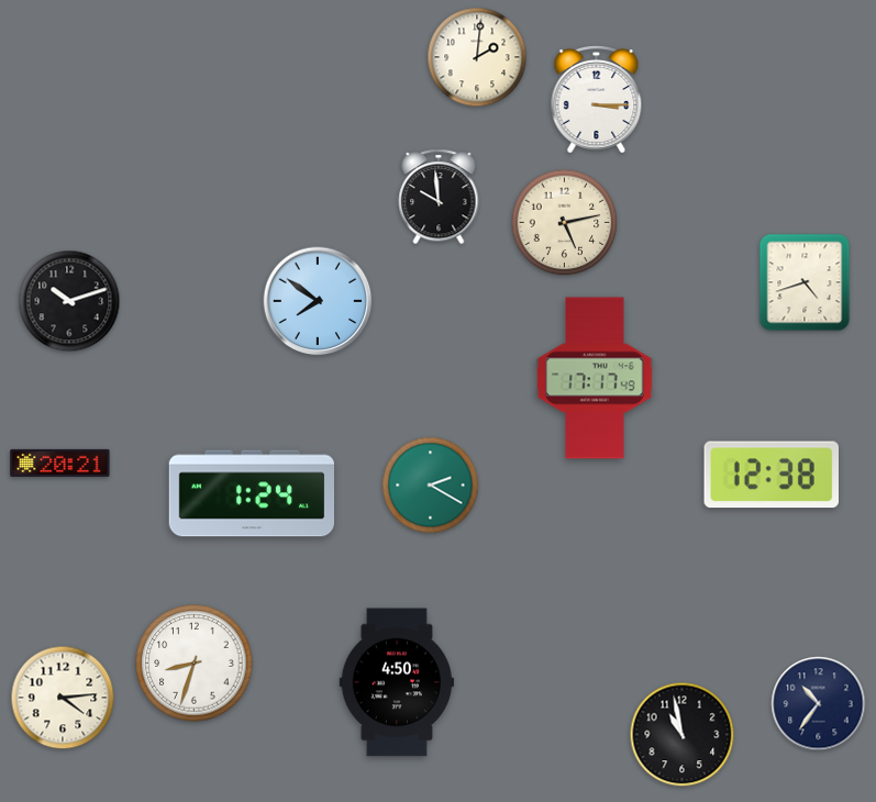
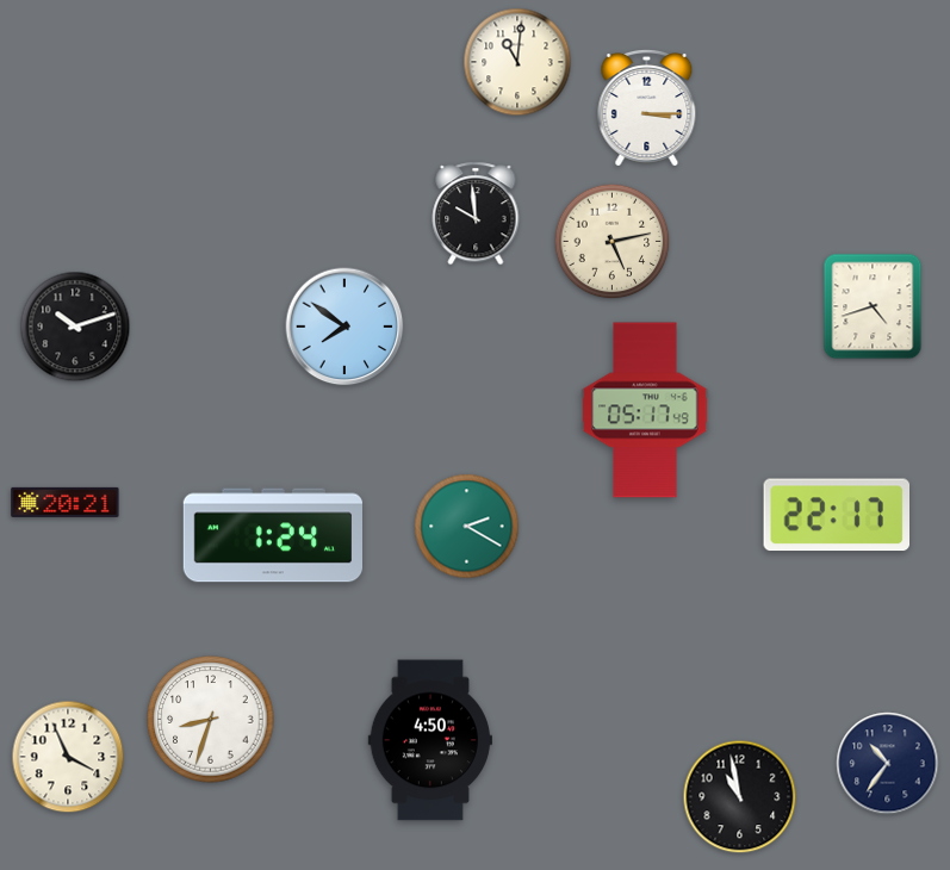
clock at (477, 57): 2:01 -> 11:01
clock at (595, 378): 17:17 -> 05:17
clock at (770, 475): 12:38 -> 22:17
clock at (63, 698): 4:14 -> 3:56
